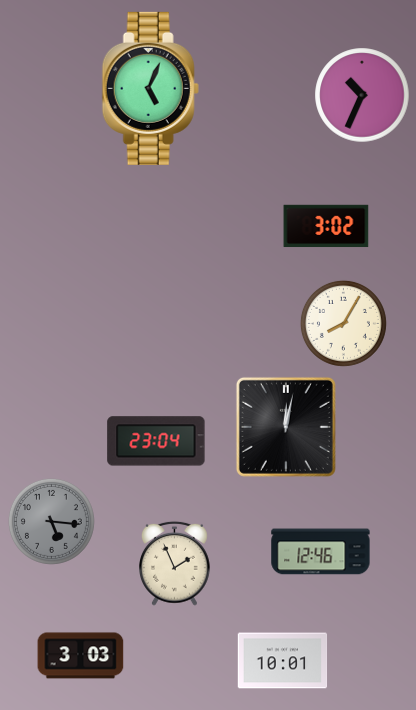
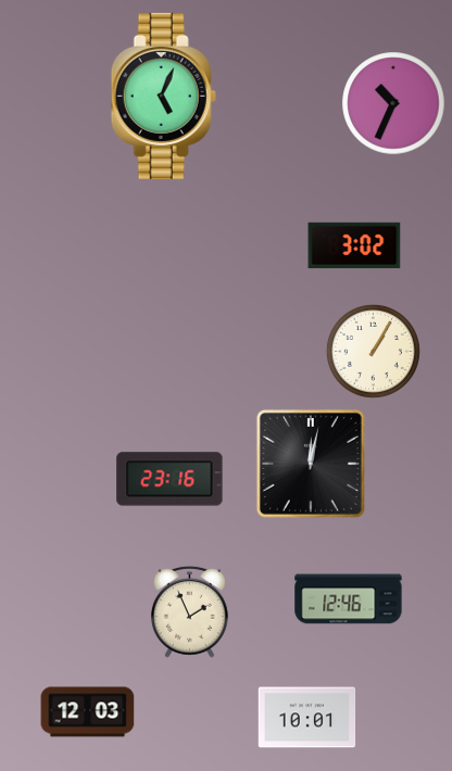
clock at (343, 323): 8:05 -> 1:05
clock at (156, 441): 23:04 -> 23:16
clock at (51, 521): 5:16 -> none
clock at (81, 656): 3:03 -> 12:03
